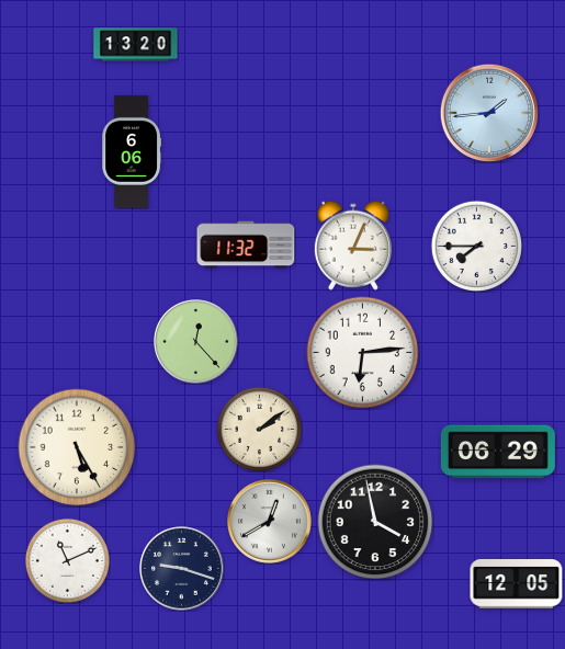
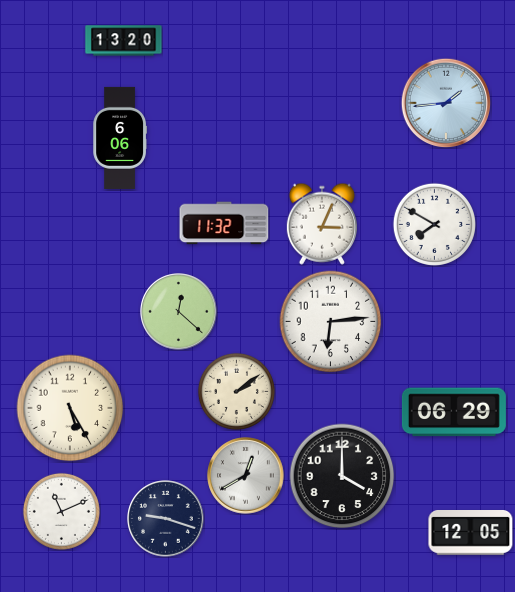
clock at (476, 246): 7:45 -> 7:50
clock at (196, 342): 12:23 -> 12:22
clock at (375, 522): 3:58 -> 4:00
